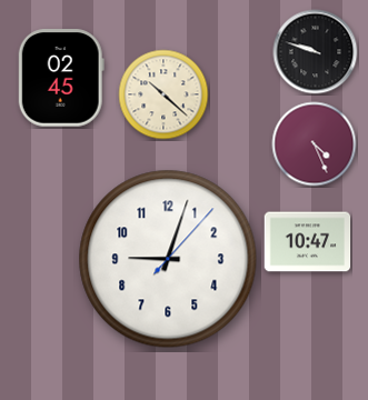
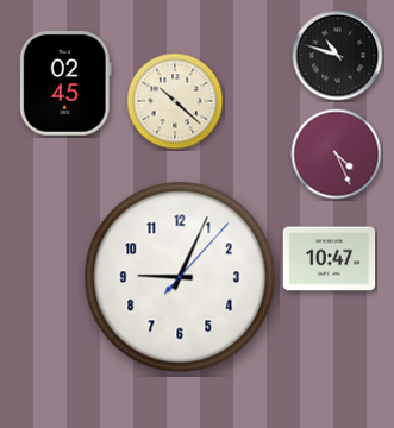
clock at (316, 52): 9:48 -> 10:48
clock at (168, 259): 9:03 -> 9:04
